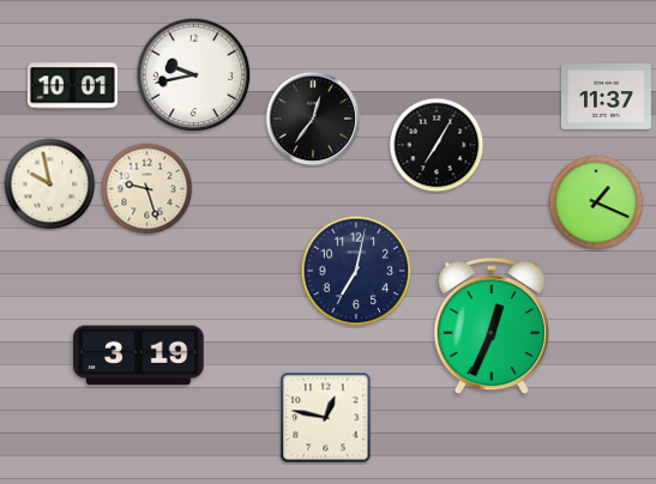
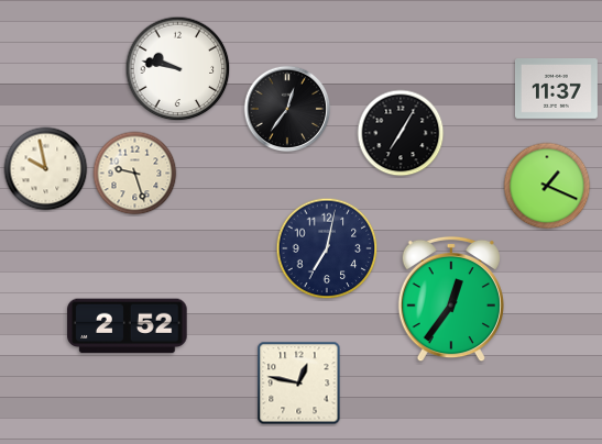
clock at (194, 75): 9:43 -> 9:47
clock at (72, 86): 10:01 -> none
clock at (492, 326): 12:34 -> 12:36
clock at (139, 356): 3:19 -> 2:52
